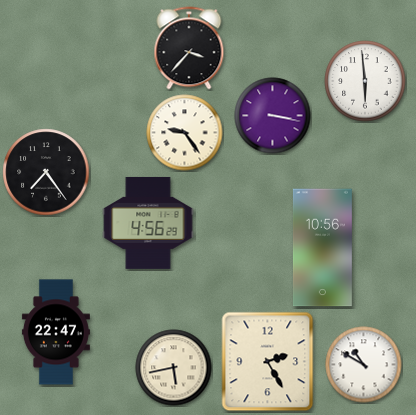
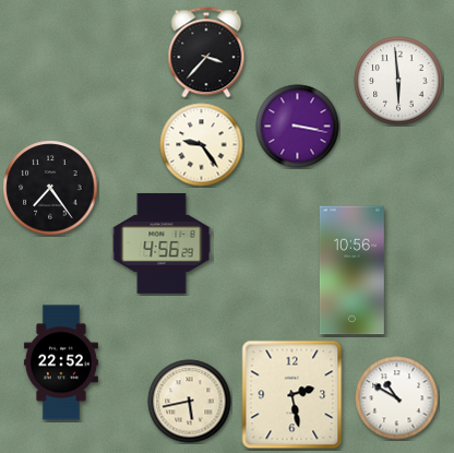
clock at (365, 81) position: (365, 81) -> (398, 81)
clock at (56, 332): 22:47 -> 22:52
clock at (268, 362): 2:25 -> 2:28
